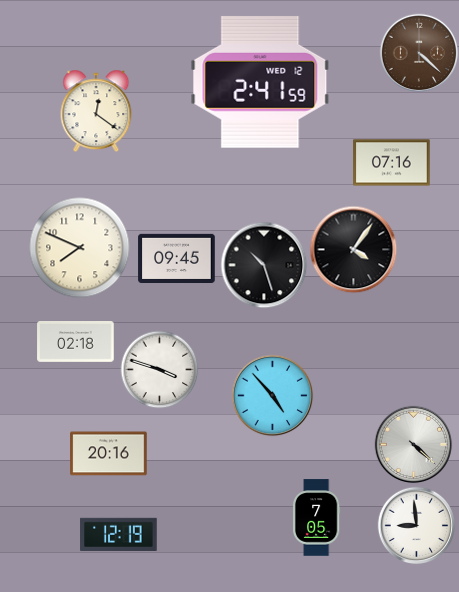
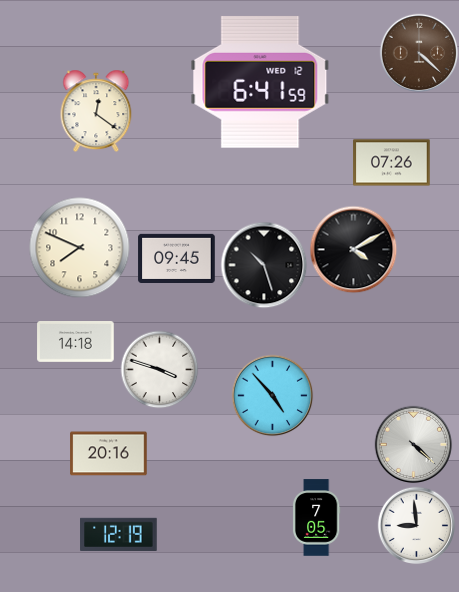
clock at (260, 82): 2:41 -> 6:41
clock at (392, 163): 07:16 -> 07:26
clock at (353, 249): 4:06 -> 4:10
clock at (76, 342): 02:18 -> 14:18
